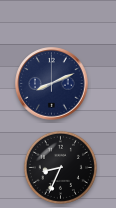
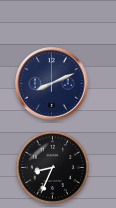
clock at (60, 167) position: (60, 167) -> (52, 167)
